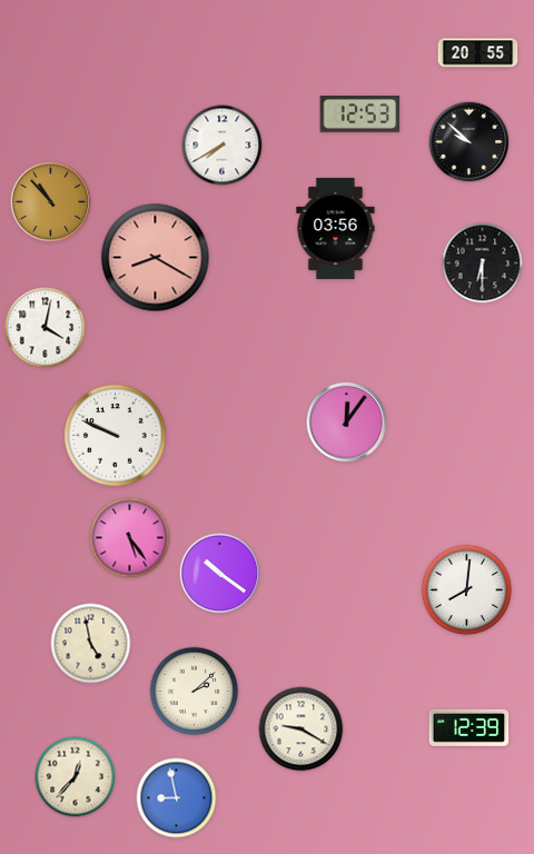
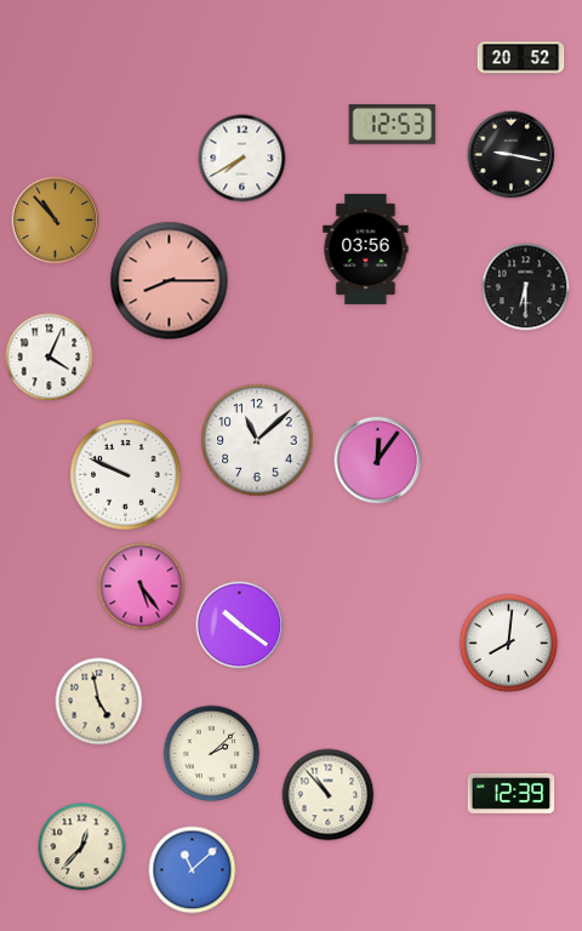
clock at (478, 53): 20:55 -> 20:52
clock at (469, 142): 9:52 -> 9:17
clock at (156, 258): 8:20 -> 8:15
clock at (46, 328): 4:02 -> 4:04
clock at (257, 440): none -> 11:08
clock at (301, 729): 9:20 -> 10:53
clock at (177, 798): 8:58 -> 11:08
